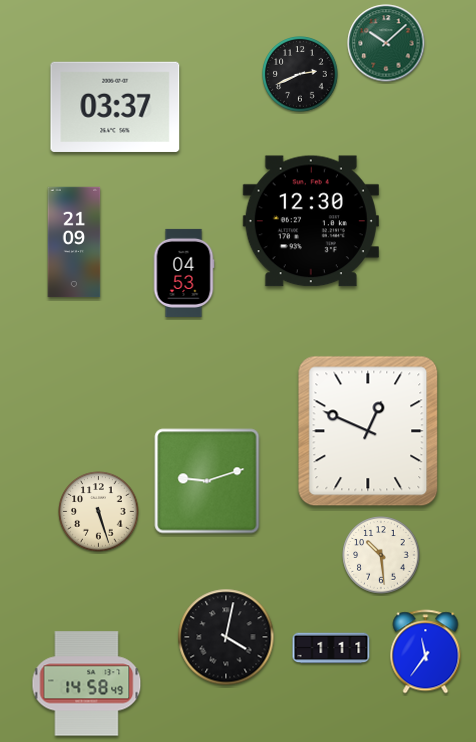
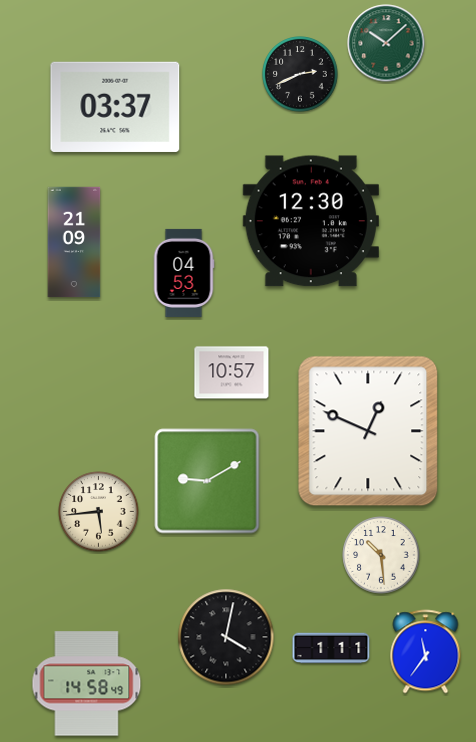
clock at (232, 373): none -> 10:57
clock at (207, 481): 9:12 -> 9:10
clock at (99, 512): 5:27 -> 5:44
